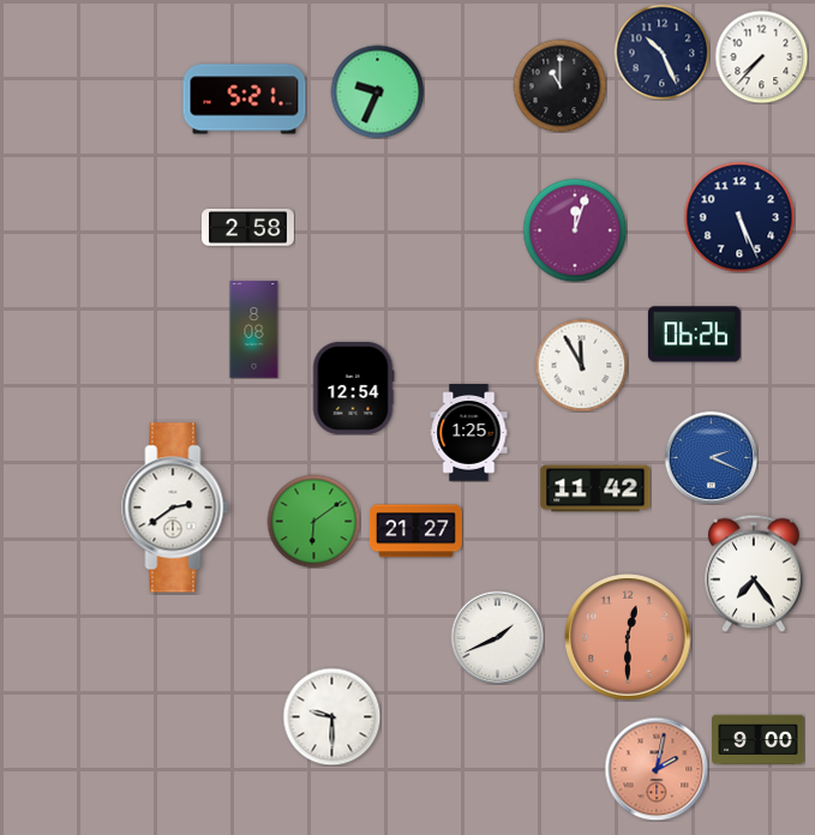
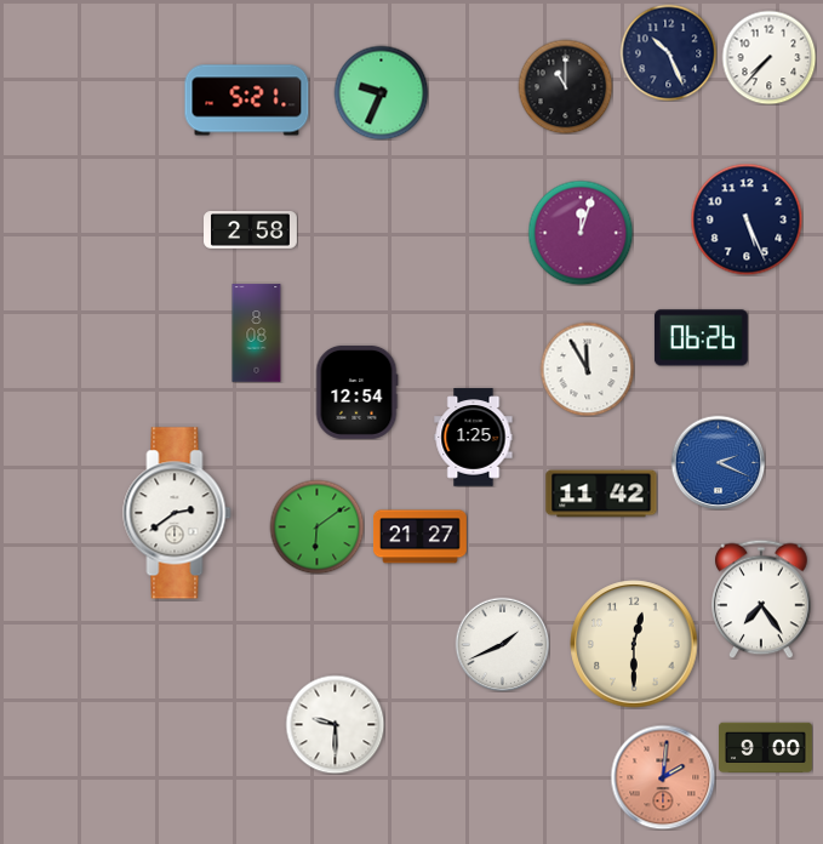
clock at (754, 573) position: (754, 573) -> (761, 599)
clock at (628, 637) dial: salmon -> cream
clock at (657, 769): 2:02 -> 2:01
